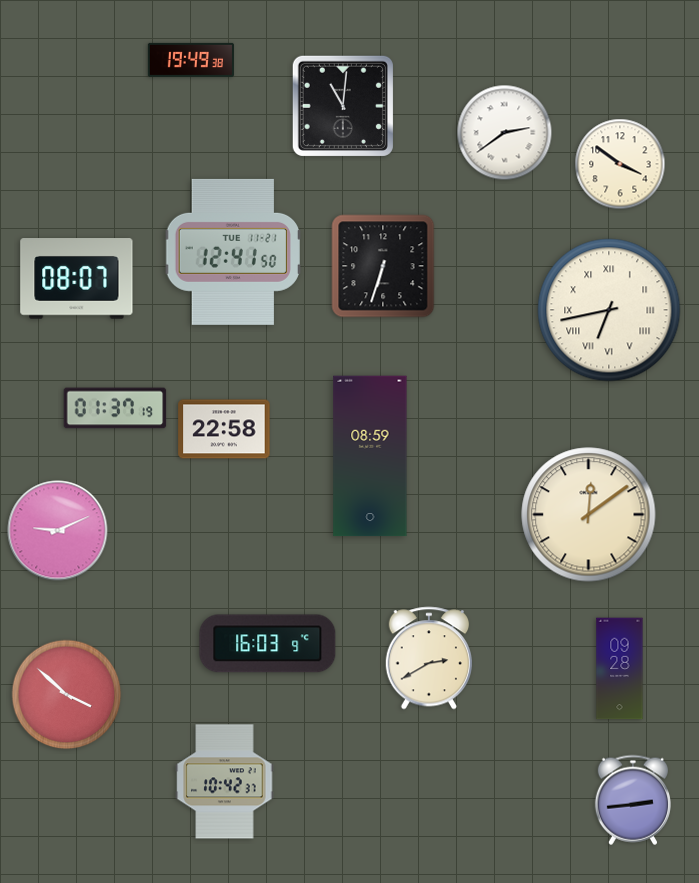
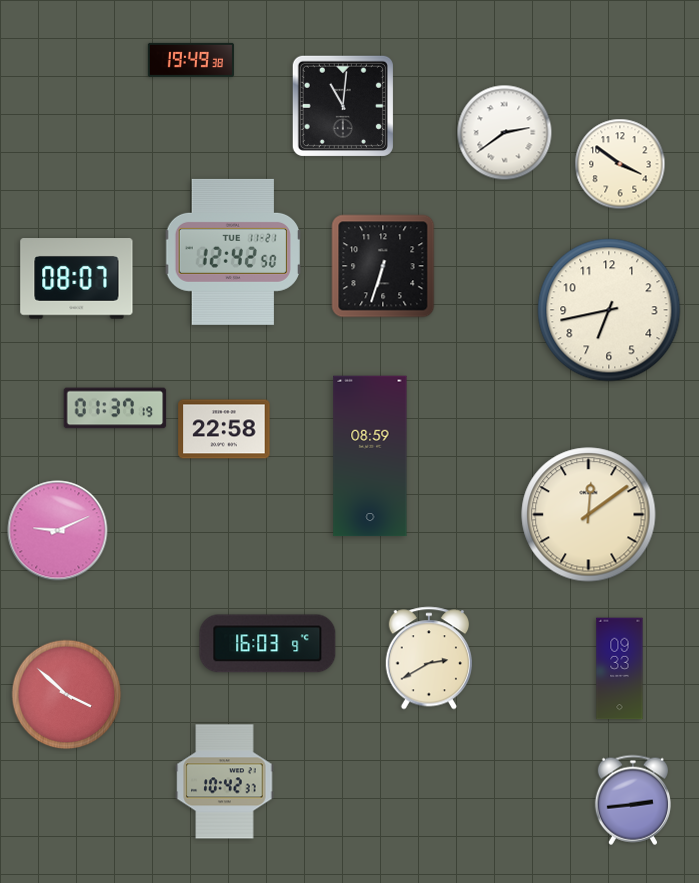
clock at (233, 252): 12:41 -> 12:42
clock at (609, 310) numerals: Roman -> Arabic
clock at (620, 669): 09:28 -> 09:33
